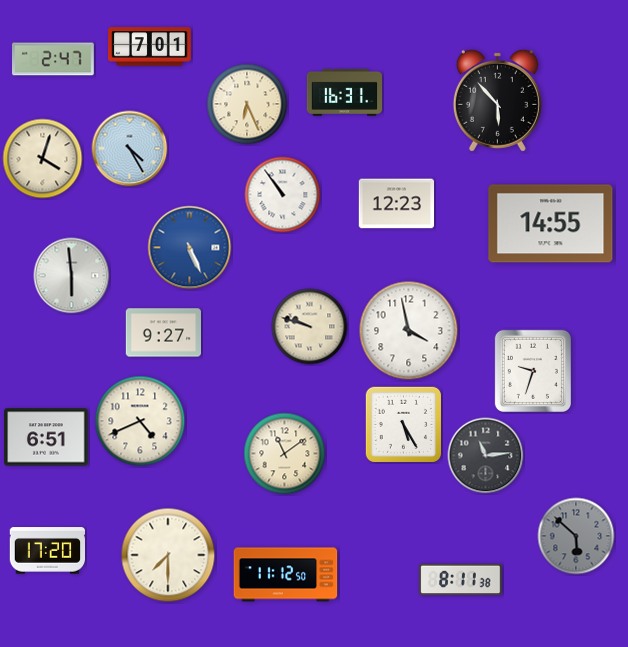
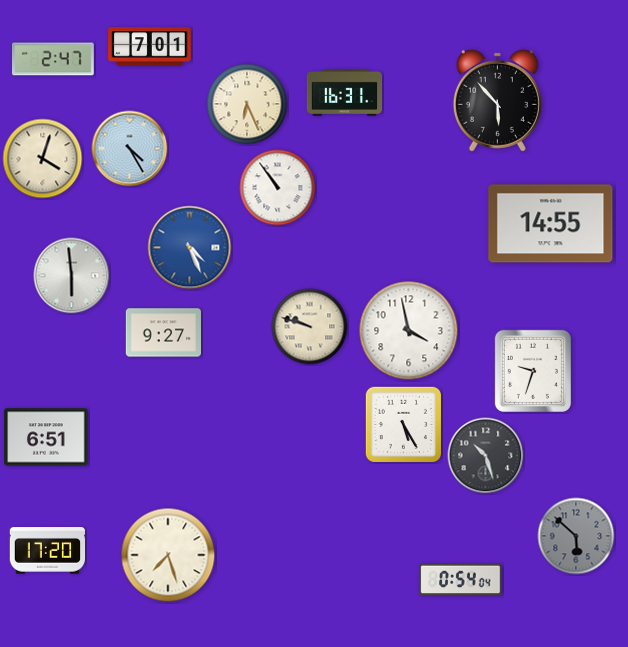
clock at (283, 195) position: (283, 195) -> (278, 188)
clock at (397, 204): 12:23 -> none
clock at (190, 248): 5:26 -> 4:26
clock at (140, 421): 4:41 -> none
clock at (285, 454): 11:09 -> none
clock at (486, 456): 11:14 -> 10:27
clock at (168, 555): 7:30 -> 7:27
clock at (286, 575): 11:12 -> none
clock at (461, 580): 8:11 -> 0:54
